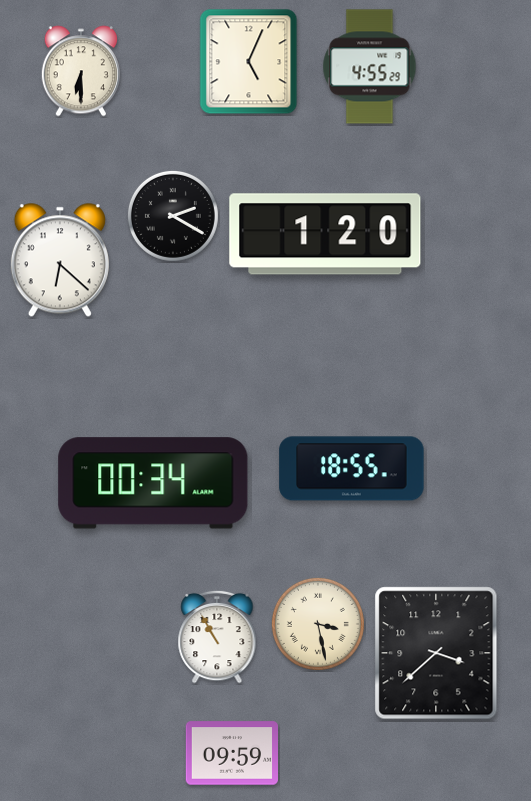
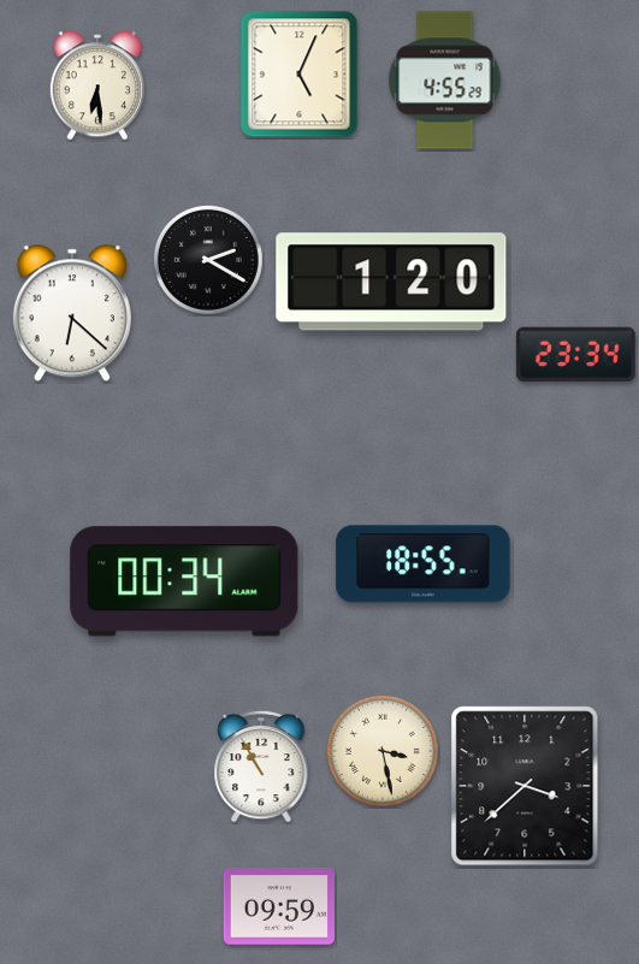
clock at (81, 71): 6:30 -> 6:29
clock at (575, 355): none -> 23:34
